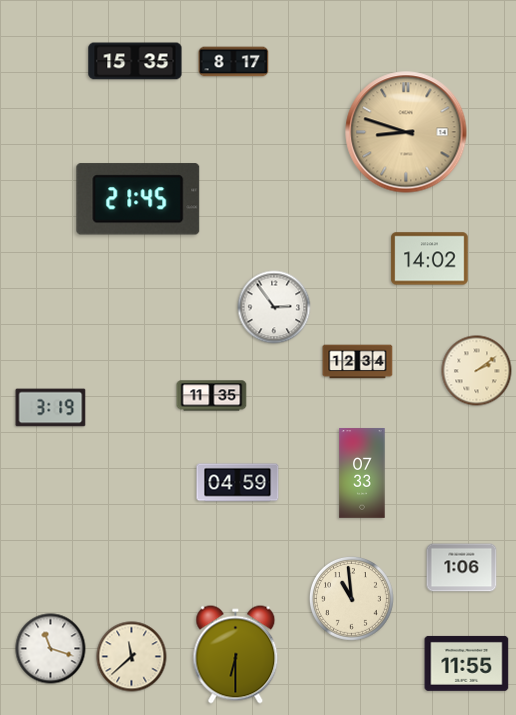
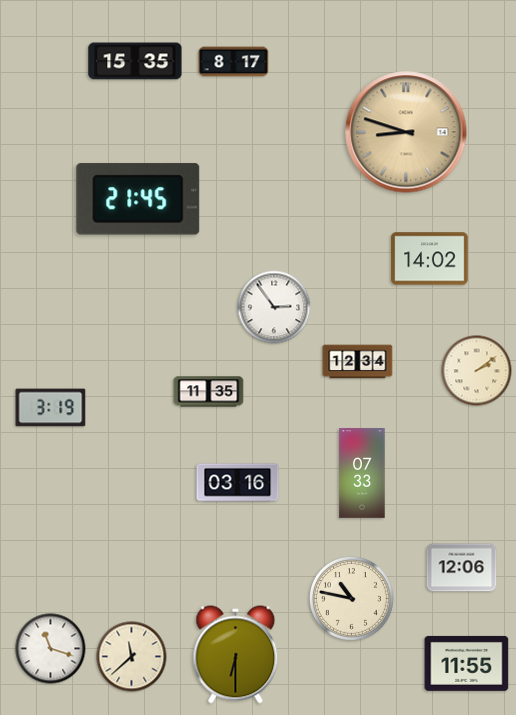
clock at (212, 396) position: (212, 396) -> (209, 392)
clock at (238, 483): 04:59 -> 03:16
clock at (462, 568): 1:06 -> 12:06
clock at (351, 598): 10:59 -> 10:47
